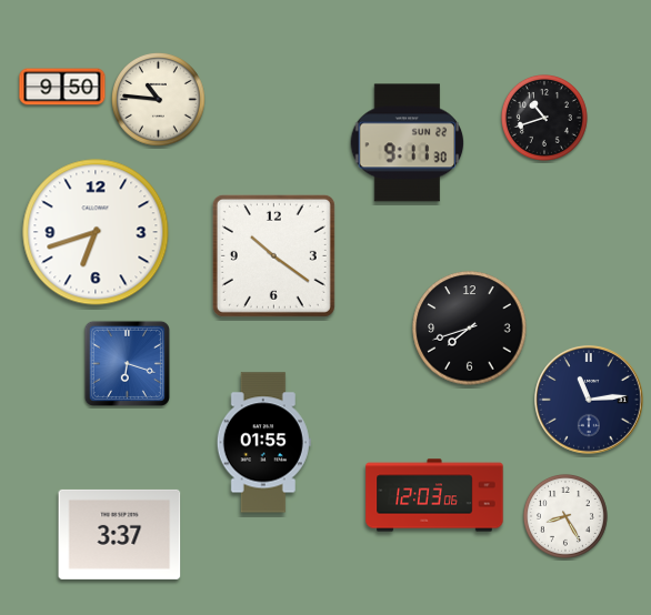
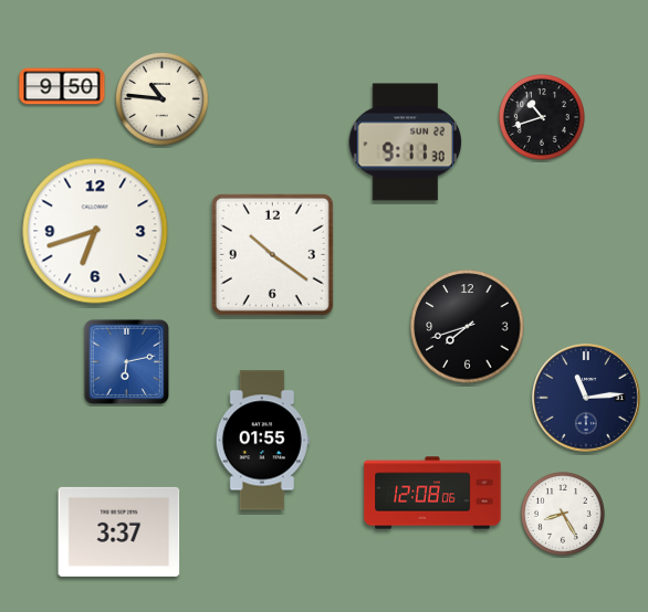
clock at (159, 100) position: (159, 100) -> (163, 99)
clock at (127, 363): 6:18 -> 6:13
clock at (434, 495): 12:03 -> 12:08
